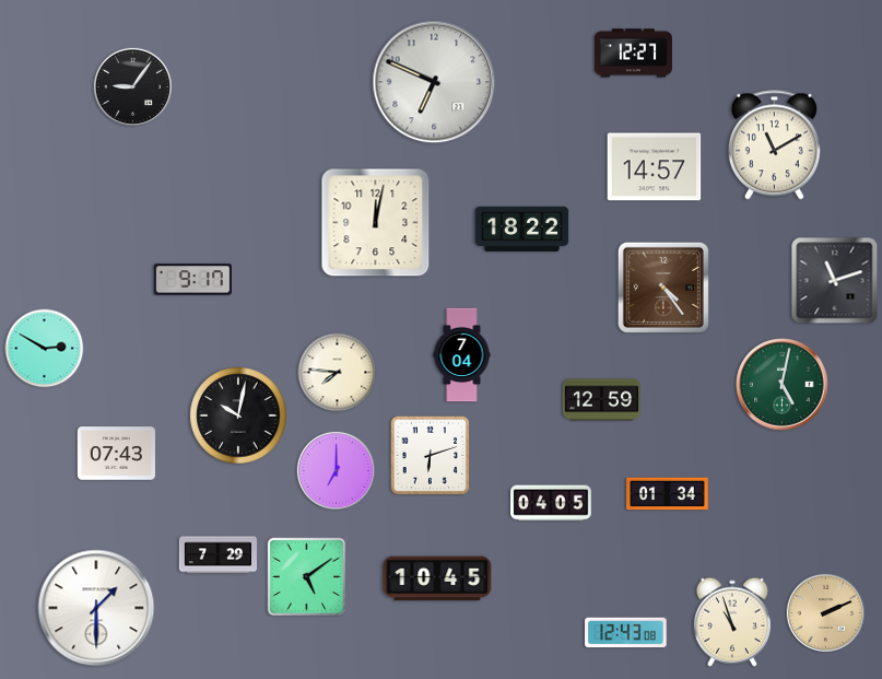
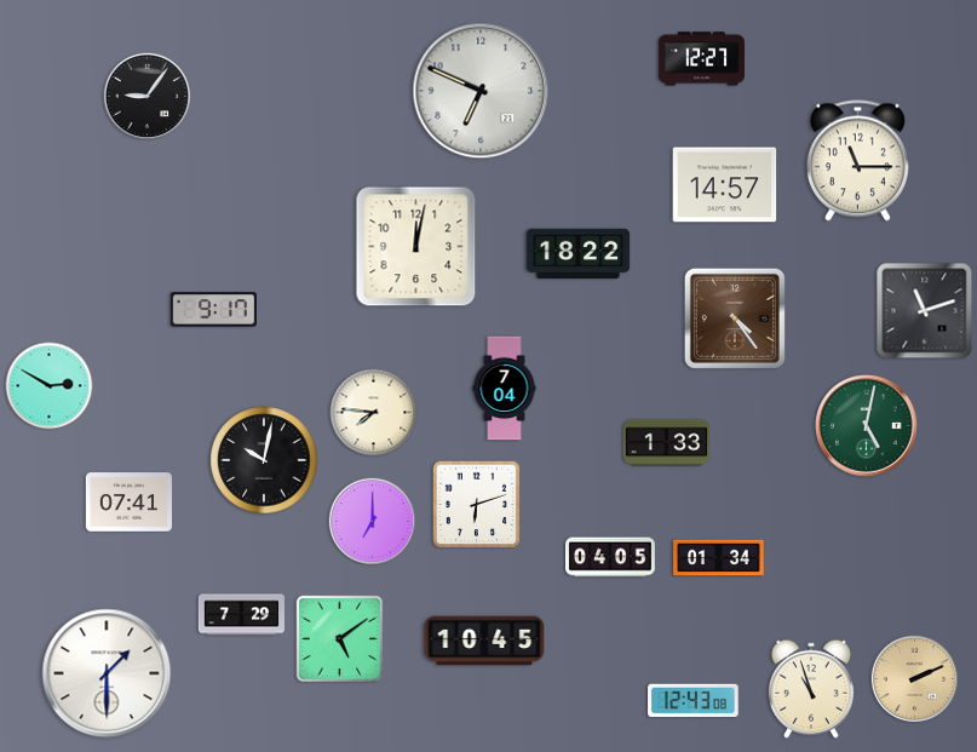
clock at (774, 145): 11:10 -> 11:15
clock at (462, 355) position: (462, 355) -> (505, 389)
clock at (601, 400): 12:59 -> 1:33
clock at (116, 454): 07:43 -> 07:41
clock at (668, 494) position: (668, 494) -> (719, 558)
